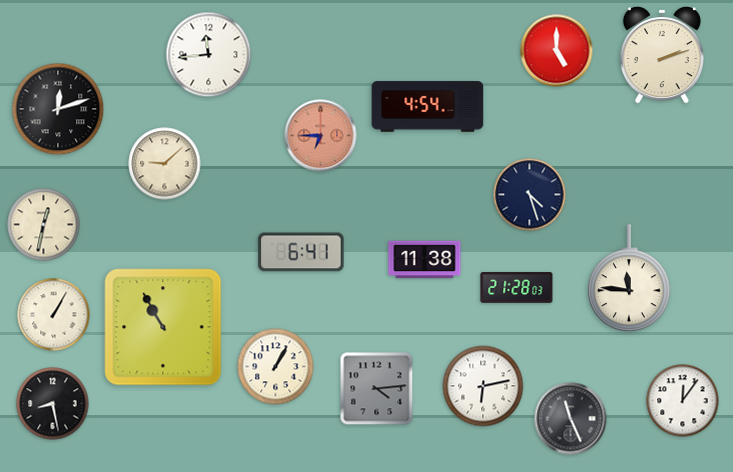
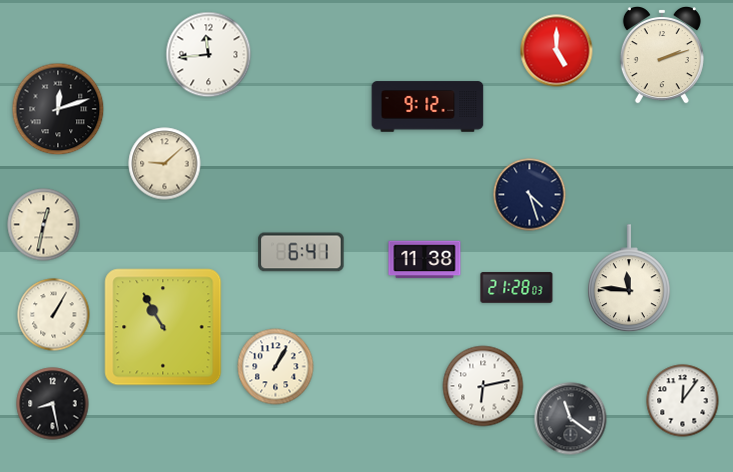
clock at (428, 107): 4:54 -> 9:12
clock at (321, 136): 6:45 -> none
clock at (377, 389): 4:14 -> none
clock at (571, 419): 11:26 -> 11:21
